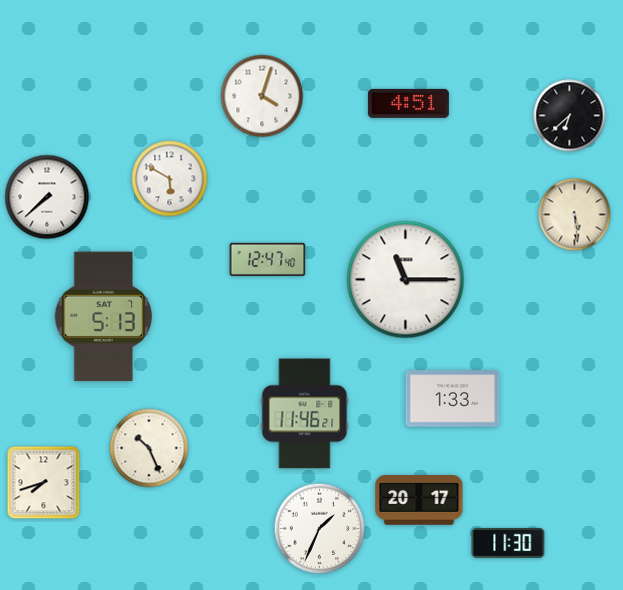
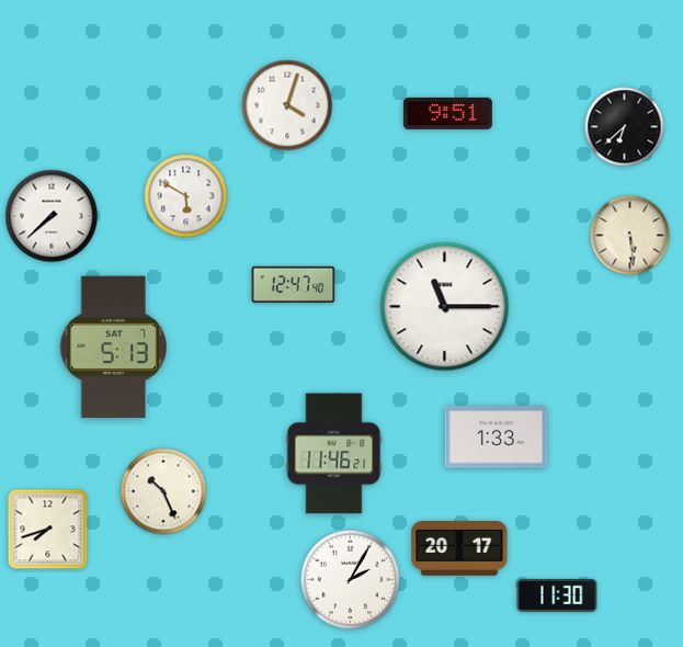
clock at (408, 103): 4:51 -> 9:51
clock at (320, 529): 1:34 -> 2:05
